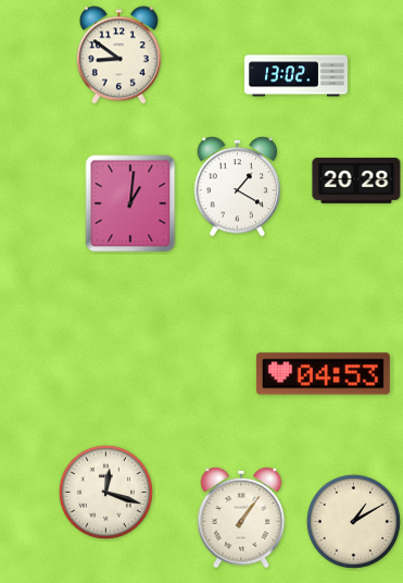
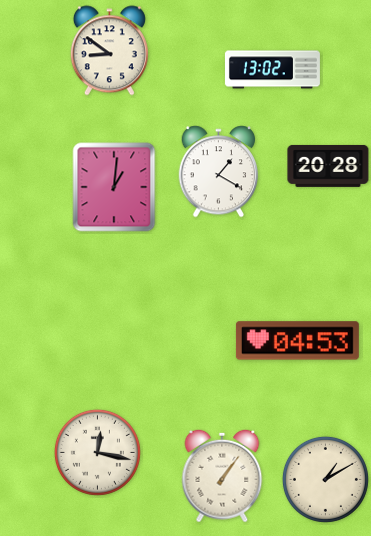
clock at (130, 203) position: (130, 203) -> (114, 187)
clock at (323, 374) position: (323, 374) -> (297, 341)
clock at (105, 492): 12:18 -> 12:17
